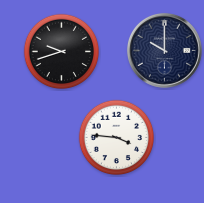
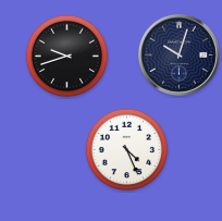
clock at (164, 50): 10:00 -> 10:03
clock at (117, 138): 3:46 -> 4:26
